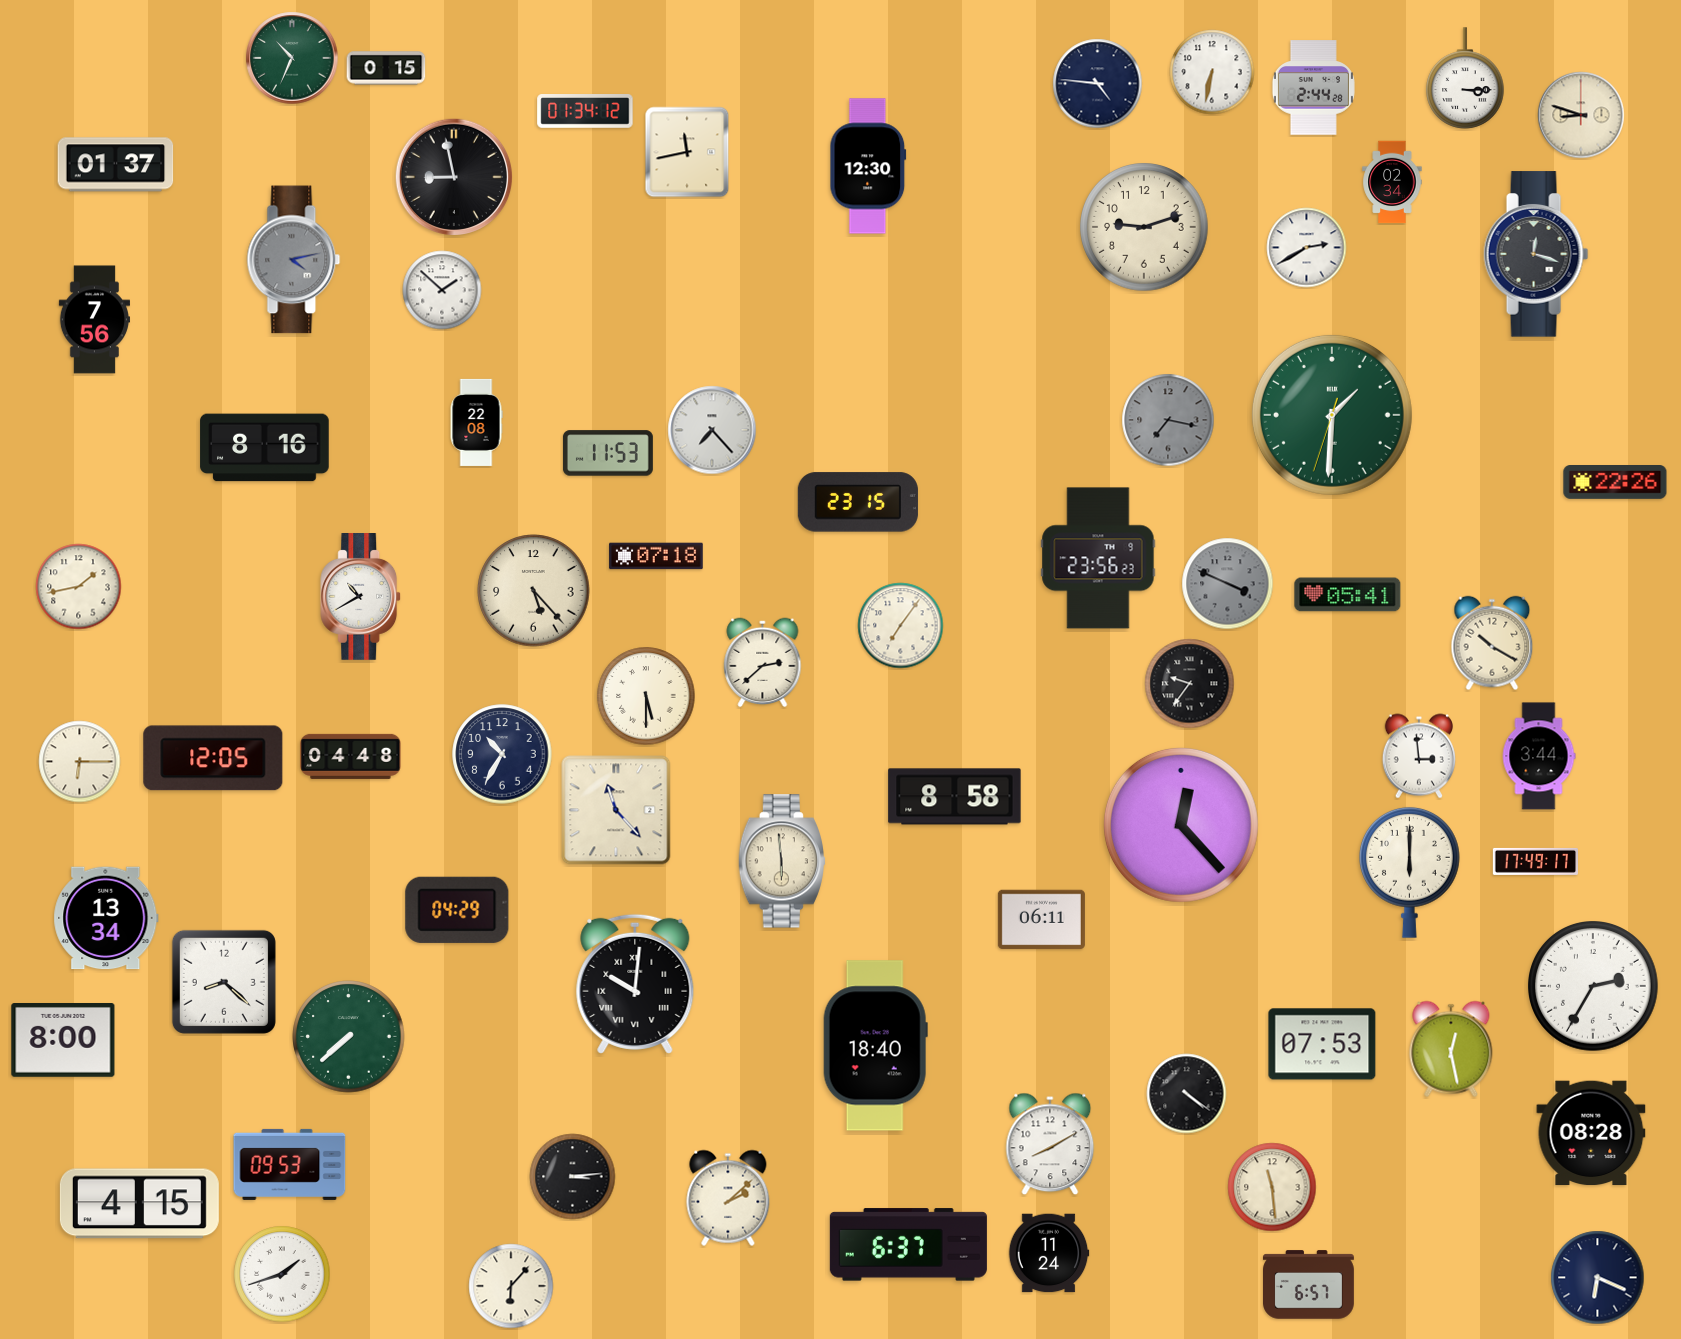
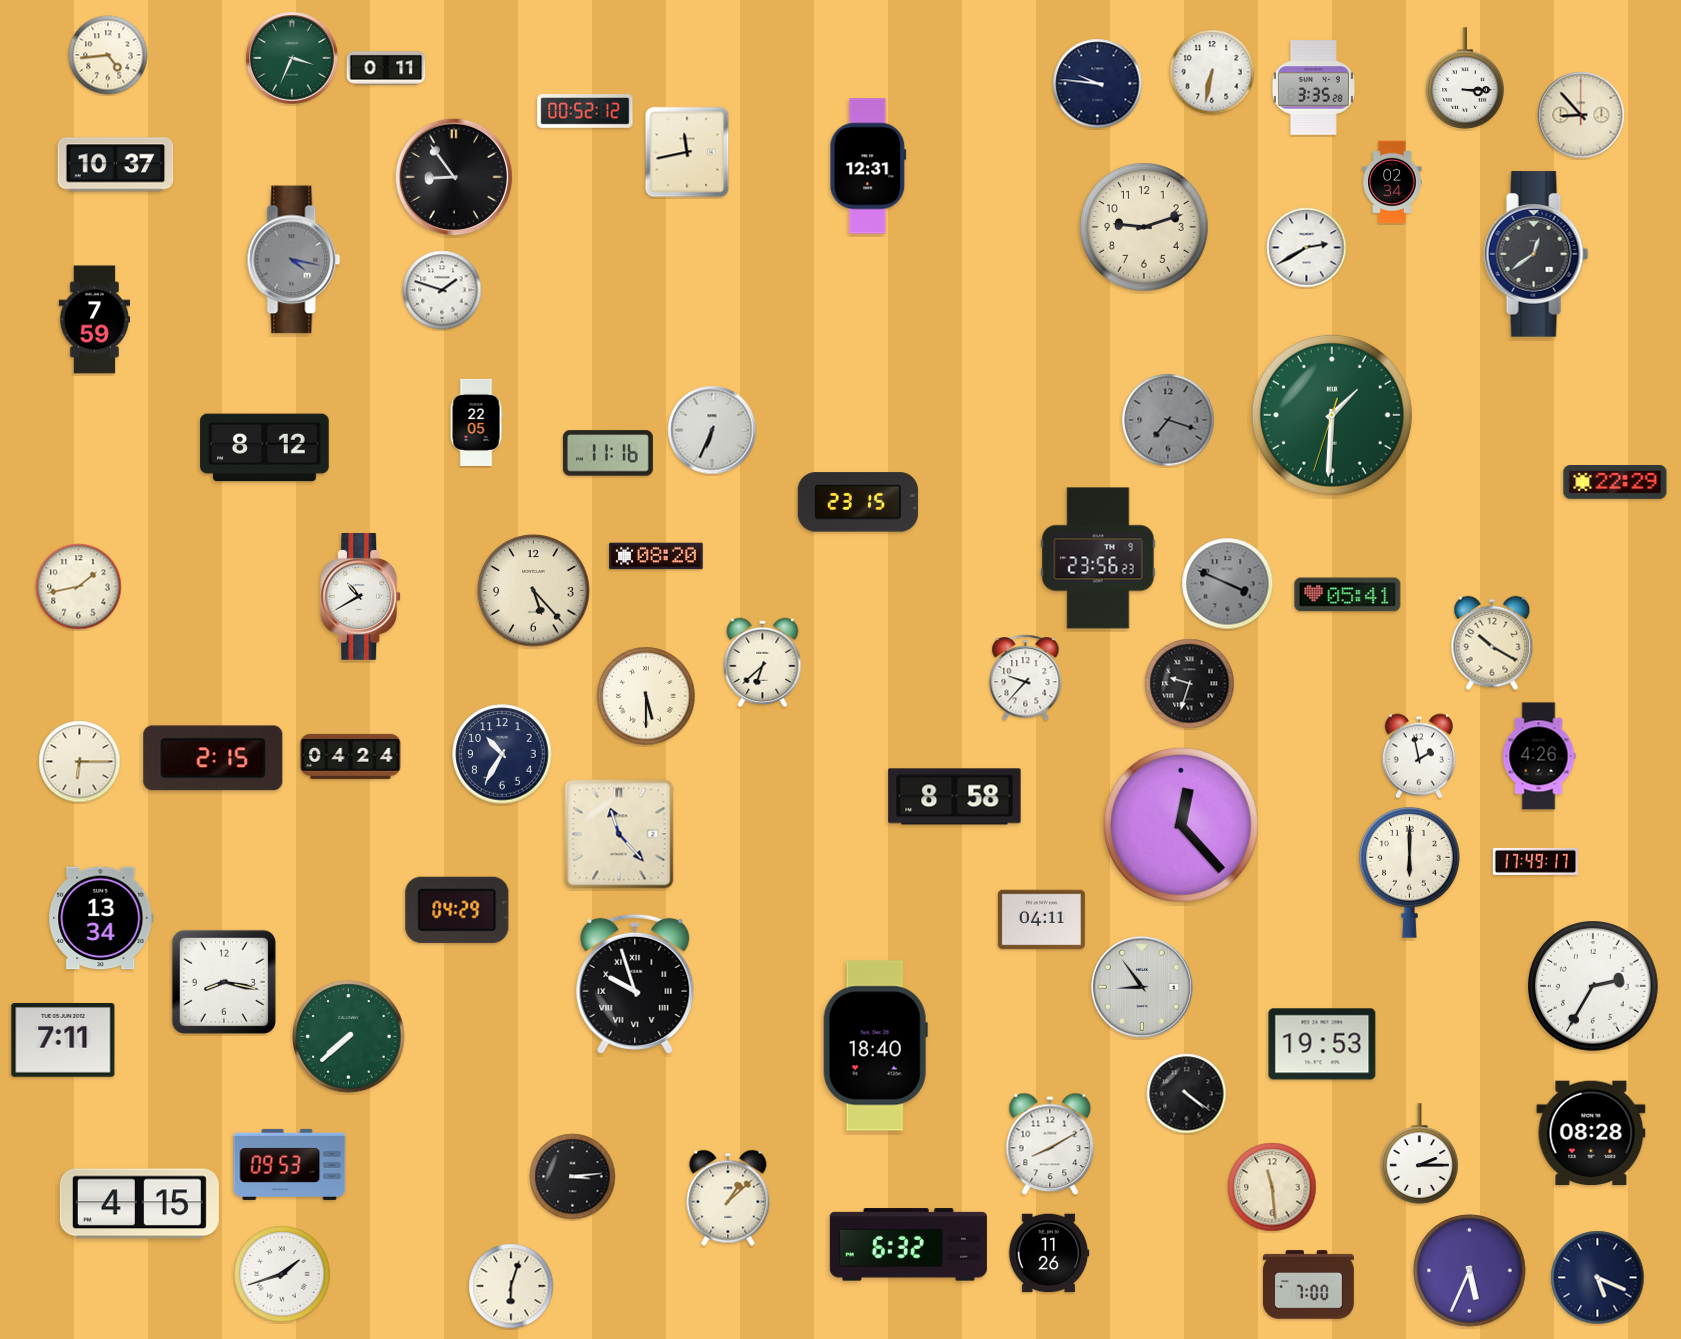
clock at (108, 55): none -> 4:44
clock at (292, 58): 10:34 -> 3:34
clock at (386, 68): 0:15 -> 0:11
clock at (1098, 84): 4:46 -> 9:46
clock at (1313, 88): 2:44 -> 3:35
clock at (585, 112): 01:34 -> 00:52
clock at (1581, 115): 8:48 -> 8:53
clock at (116, 165): 01:37 -> 10:37
clock at (868, 166): 12:30 -> 12:31
clock at (453, 176): 8:58 -> 8:54
clock at (1536, 254): 12:18 -> 12:39
clock at (294, 260): 4:13 -> 4:17
clock at (442, 290): 1:52 -> 1:48
clock at (94, 320): 7:56 -> 7:59
clock at (1168, 420): 7:17 -> 7:18
clock at (476, 422): 22:08 -> 22:05
clock at (712, 430): 7:23 -> 6:34
clock at (265, 448): 8:16 -> 8:12
clock at (608, 453): 11:53 -> 11:16
clock at (1615, 483): 22:26 -> 22:29
clock at (656, 556): 07:18 -> 08:20
clock at (901, 626): 7:06 -> none
clock at (763, 663): 2:38 -> 6:38
clock at (1026, 678): none -> 9:37
clock at (1190, 684): 9:36 -> 9:33
clock at (351, 756): 04:48 -> 04:24
clock at (1419, 756): 2:59 -> 1:58
clock at (1539, 756): 3:44 -> 4:26
clock at (213, 758): 12:05 -> 2:15
clock at (616, 810) position: (616, 810) -> (619, 834)
clock at (782, 861): 5:59 -> none
clock at (106, 918) position: (106, 918) -> (101, 918)
clock at (1041, 920): 06:11 -> 04:11
clock at (224, 982): 8:22 -> 8:17
clock at (635, 984): 10:01 -> 9:57
clock at (1142, 987): none -> 8:54
clock at (63, 1041): 8:00 -> 7:11
clock at (1322, 1044): 07:53 -> 19:53
clock at (1451, 1049): 12:28 -> none
clock at (1420, 1154): none -> 2:15
clock at (728, 1198): 2:08 -> 1:08
clock at (908, 1245): 6:37 -> 6:32
clock at (1049, 1253): 11:24 -> 11:26
clock at (1470, 1271): none -> 5:34
clock at (1598, 1278): 6:19 -> 5:19
clock at (1309, 1285): 6:57 -> 7:00
clock at (511, 1286): 6:07 -> 6:03
